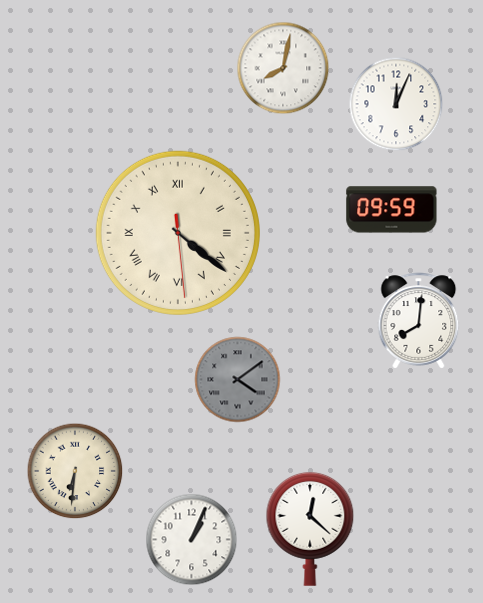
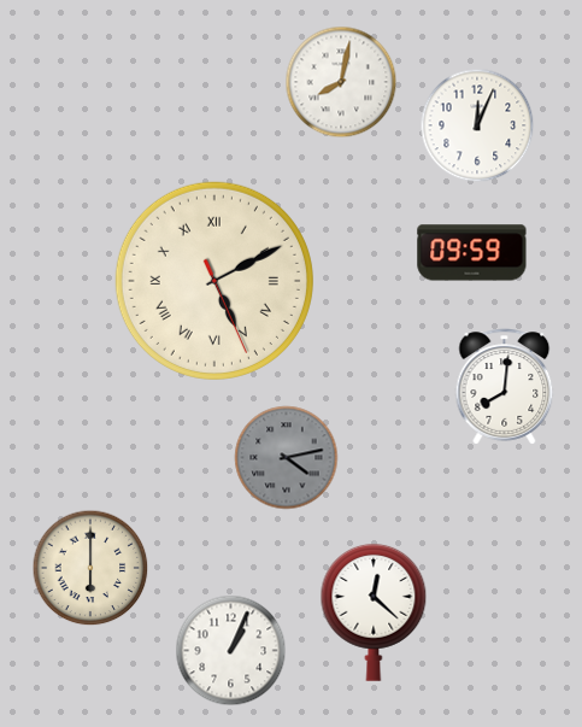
clock at (178, 233): 4:21 -> 5:10
clock at (238, 380): 4:09 -> 4:13
clock at (75, 471): 6:31 -> 6:00
clock at (310, 529) position: (310, 529) -> (374, 612)
